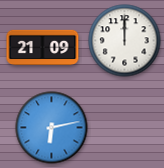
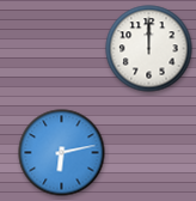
clock at (43, 48): 21:09 -> none
